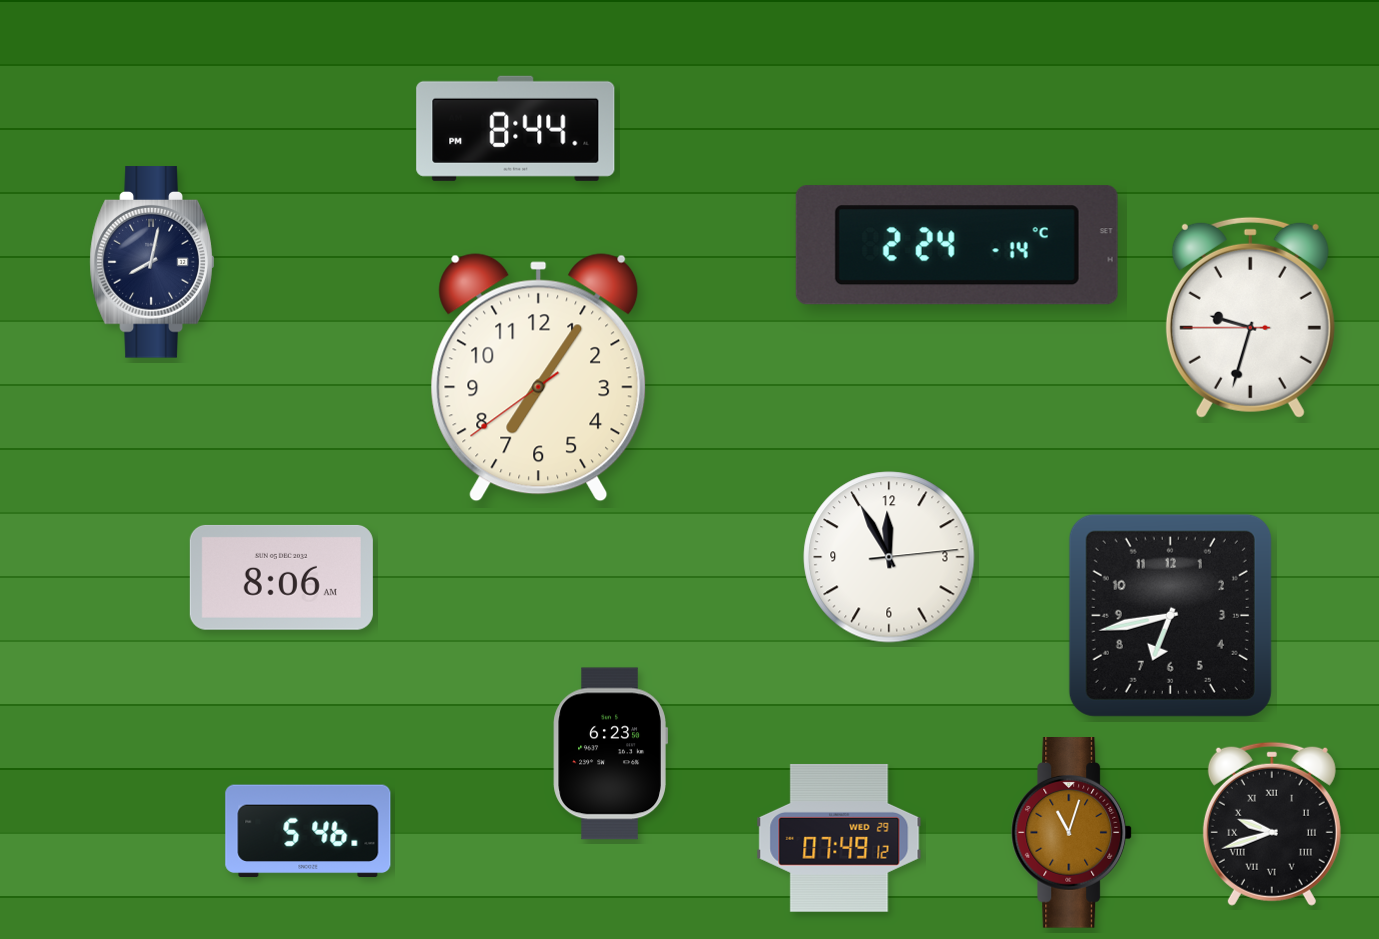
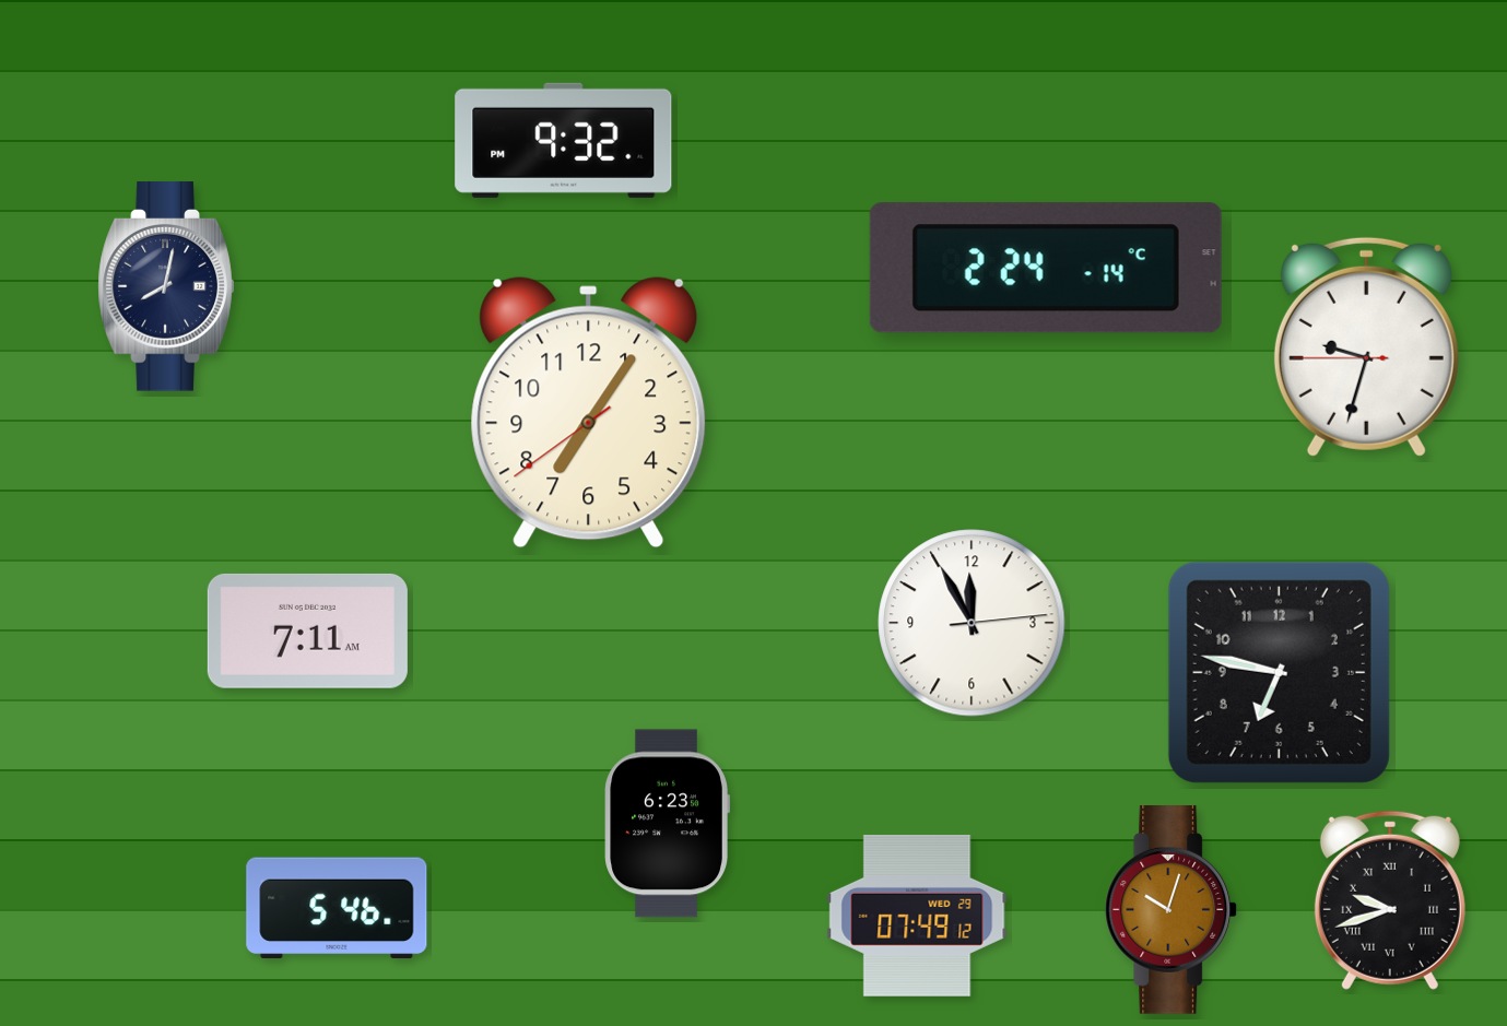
clock at (516, 128): 8:44 -> 9:32
clock at (889, 557) position: (889, 557) -> (972, 623)
clock at (281, 577): 8:06 -> 7:11
clock at (1170, 615): 6:43 -> 6:47
clock at (1072, 833): 11:03 -> 10:03
